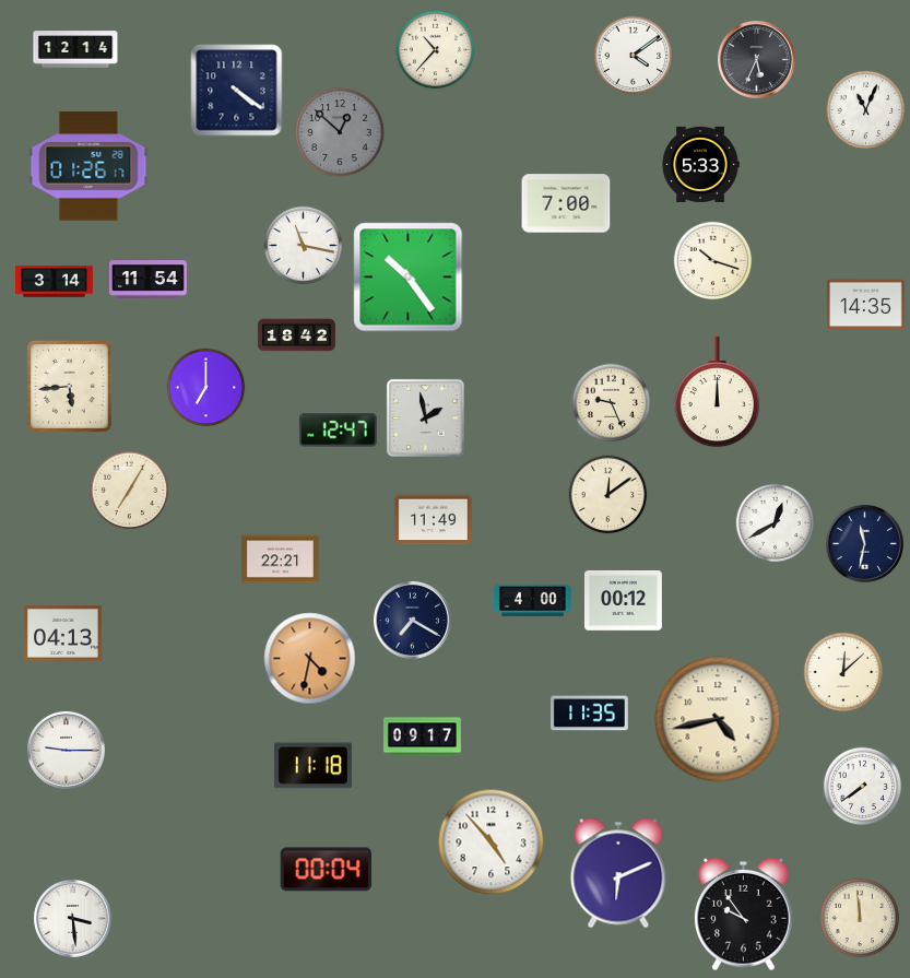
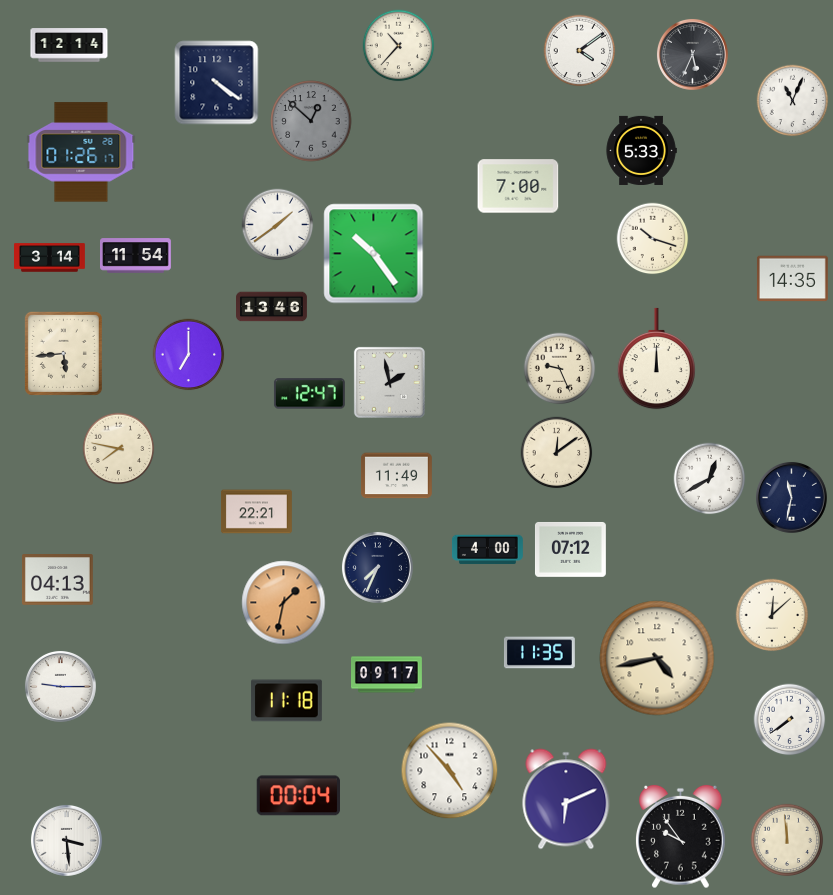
clock at (304, 246): 11:17 -> 1:39
clock at (297, 335): 18:42 -> 13:46
clock at (130, 491): 7:05 -> 7:47
clock at (623, 600): 00:12 -> 07:12
clock at (412, 620): 7:20 -> 7:34
clock at (310, 659): 4:32 -> 1:32
